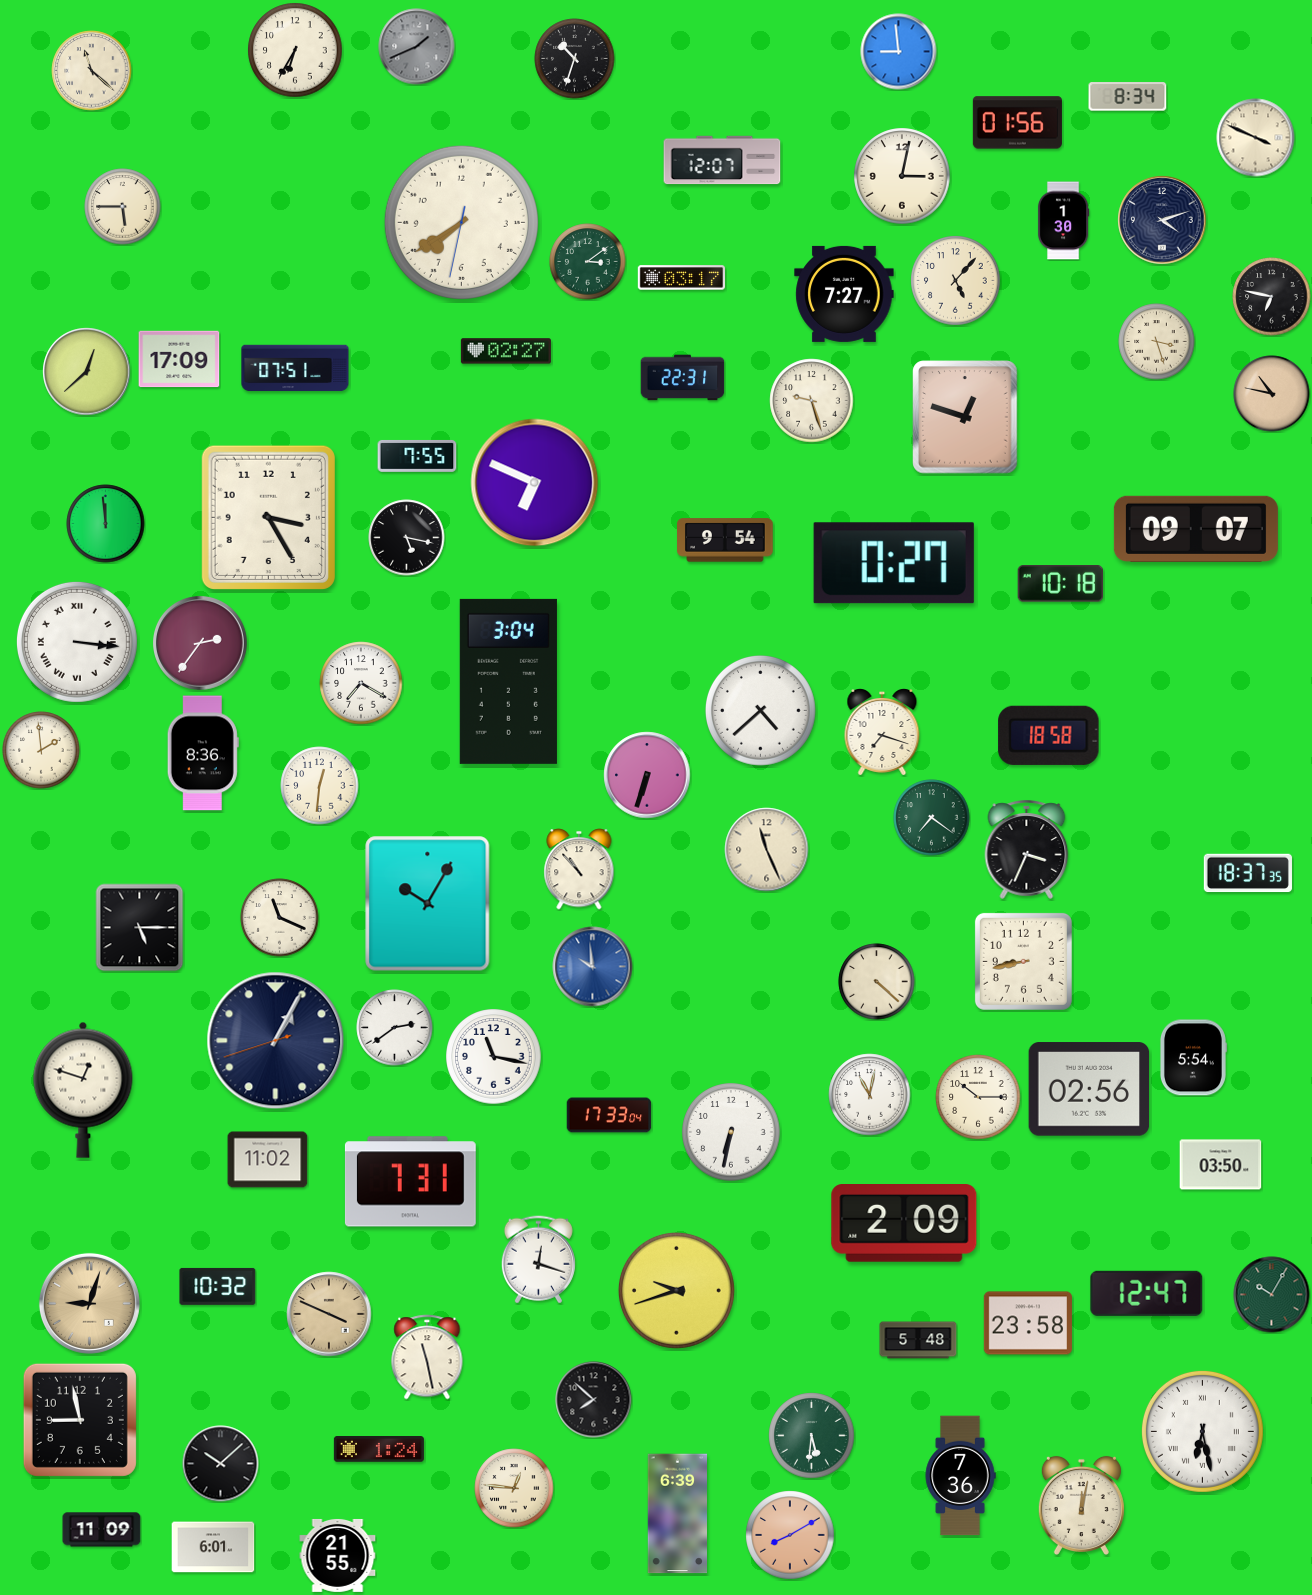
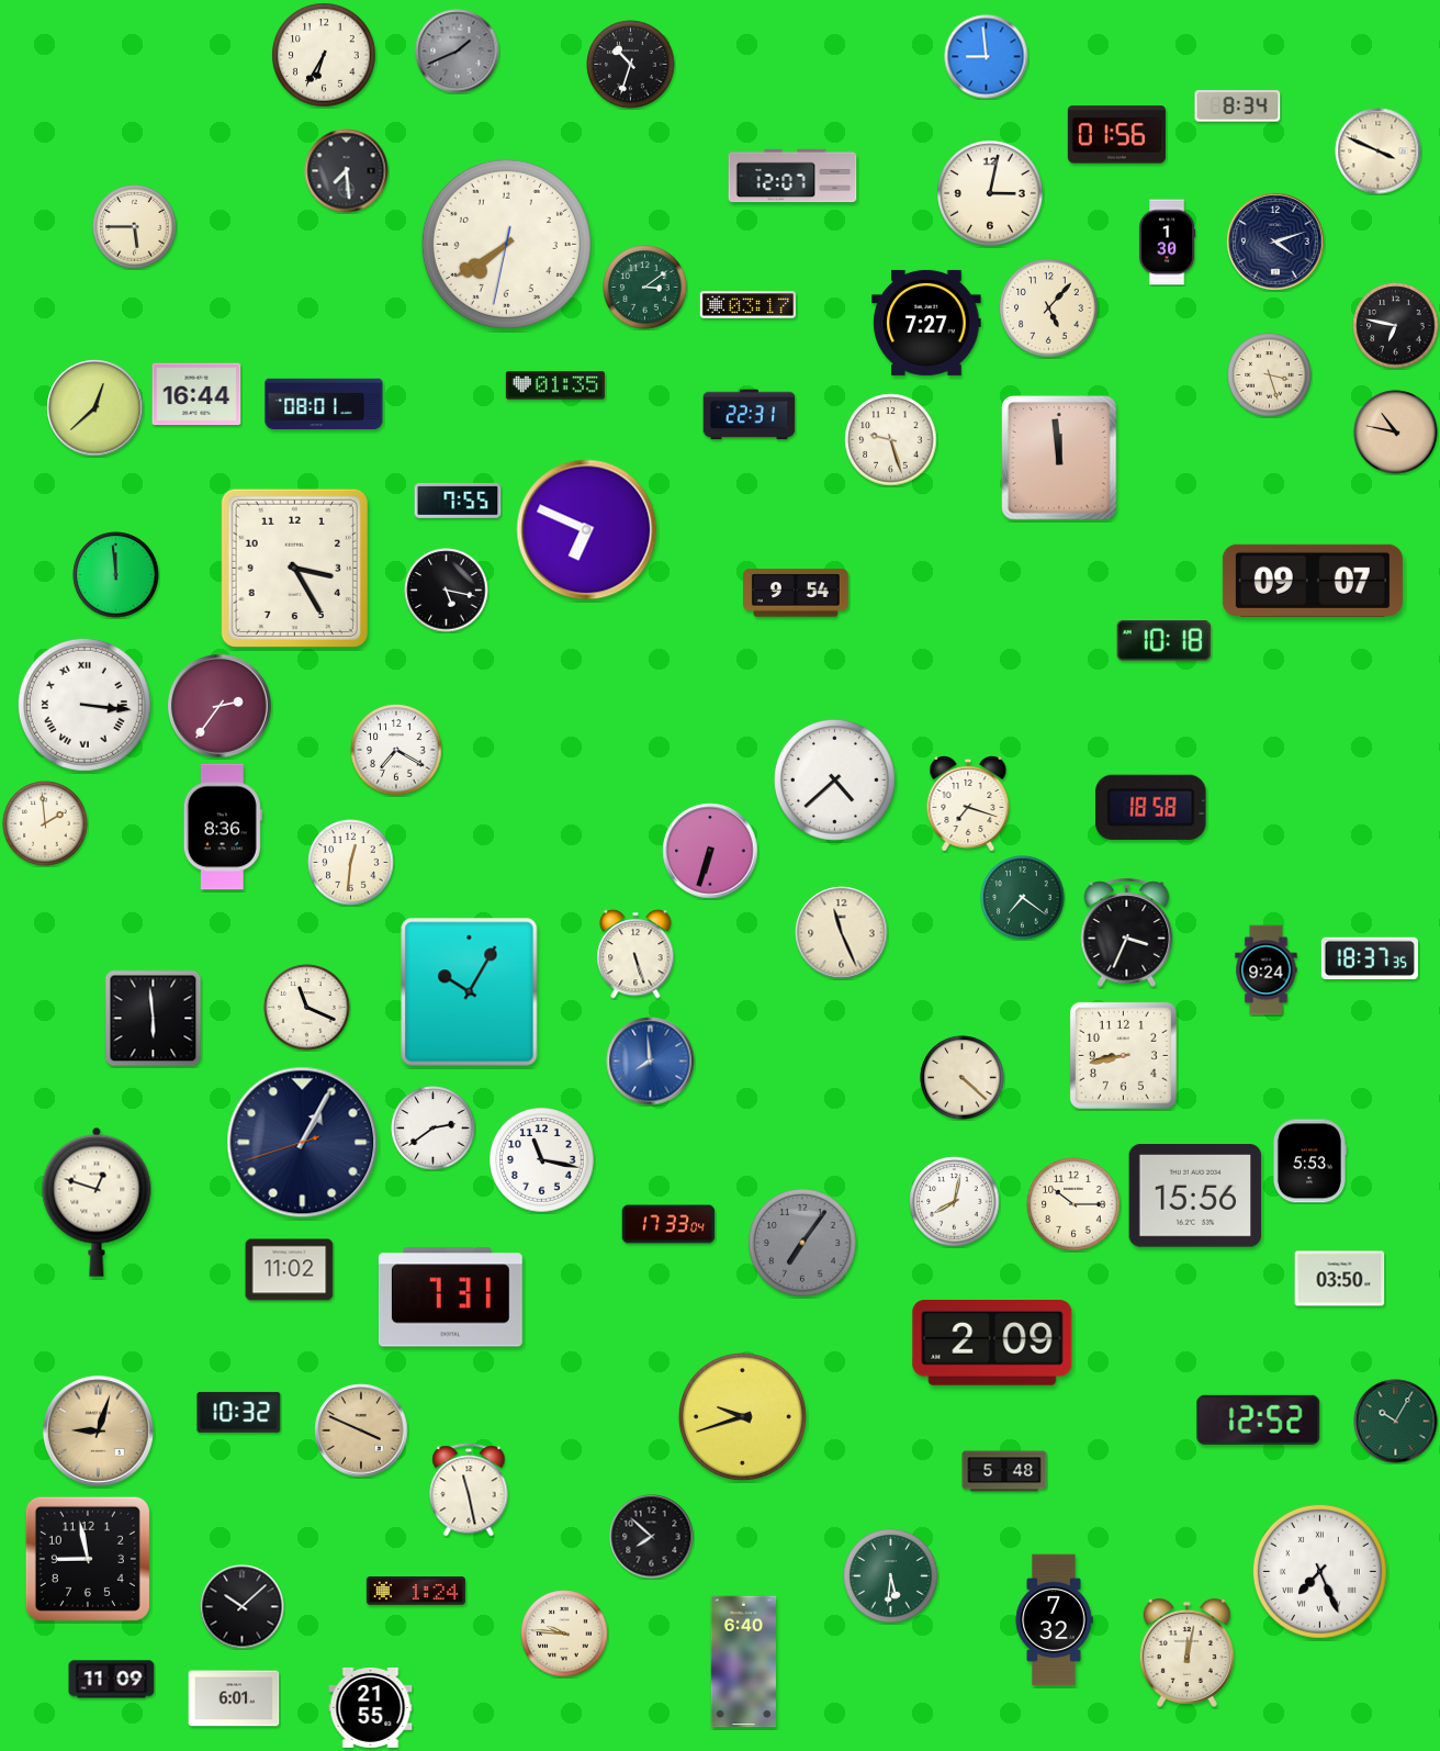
clock at (92, 71): 11:22 -> none
clock at (347, 171): none -> 7:29
clock at (506, 351): 02:27 -> 01:35
clock at (179, 359): 17:09 -> 16:44
clock at (295, 368): 07:51 -> 08:01
clock at (965, 417): 12:48 -> 11:59
clock at (894, 563): 0:27 -> none
clock at (508, 681): 3:04 -> none
clock at (579, 869): 10:53 -> 5:27
clock at (1267, 970): none -> 9:24
clock at (140, 928): 5:15 -> 5:59
clock at (593, 967): 9:59 -> 7:59
clock at (1193, 1058): 5:54 -> 5:53
clock at (1089, 1089): 02:56 -> 15:56
clock at (83, 1090) position: (83, 1090) -> (97, 1202)
clock at (870, 1095): 11:02 -> 8:02
clock at (731, 1132): 6:32 -> 7:06
clock at (731, 1132) dial: white -> grey
clock at (268, 1160) position: (268, 1160) -> (290, 1270)
clock at (538, 1260): 12:18 -> none
clock at (1147, 1293): 12:47 -> 12:52
clock at (329, 1314) position: (329, 1314) -> (361, 1430)
clock at (1028, 1323): 23:58 -> none
clock at (918, 1340) position: (918, 1340) -> (1004, 1471)
clock at (1202, 1431): 6:28 -> 7:26
clock at (960, 1476): 7:36 -> 7:32
clock at (514, 1488): 12:46 -> 9:46
clock at (678, 1514): 6:39 -> 6:40
clock at (790, 1535): 8:10 -> none
